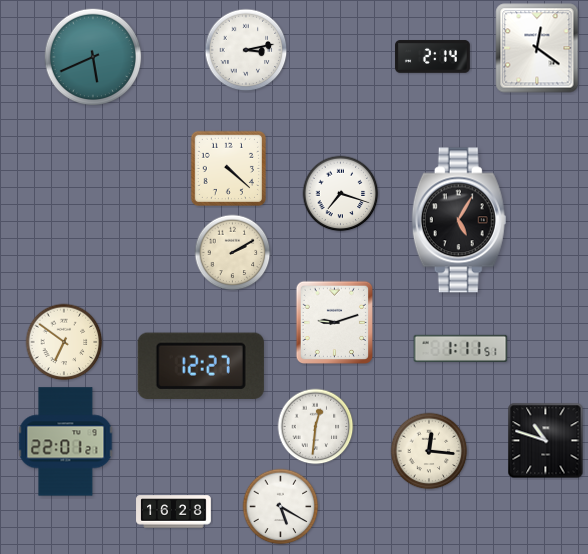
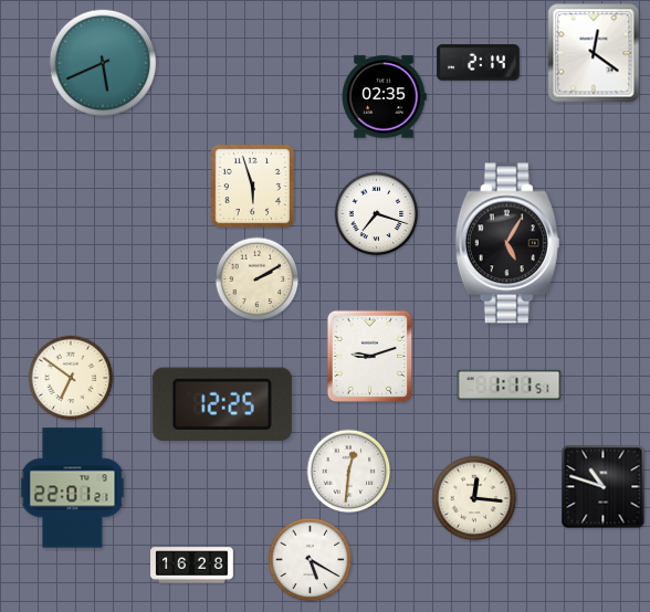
clock at (246, 50): 3:13 -> none
clock at (384, 97): none -> 02:35
clock at (228, 168): 4:22 -> 5:57
clock at (201, 366): 12:27 -> 12:25
